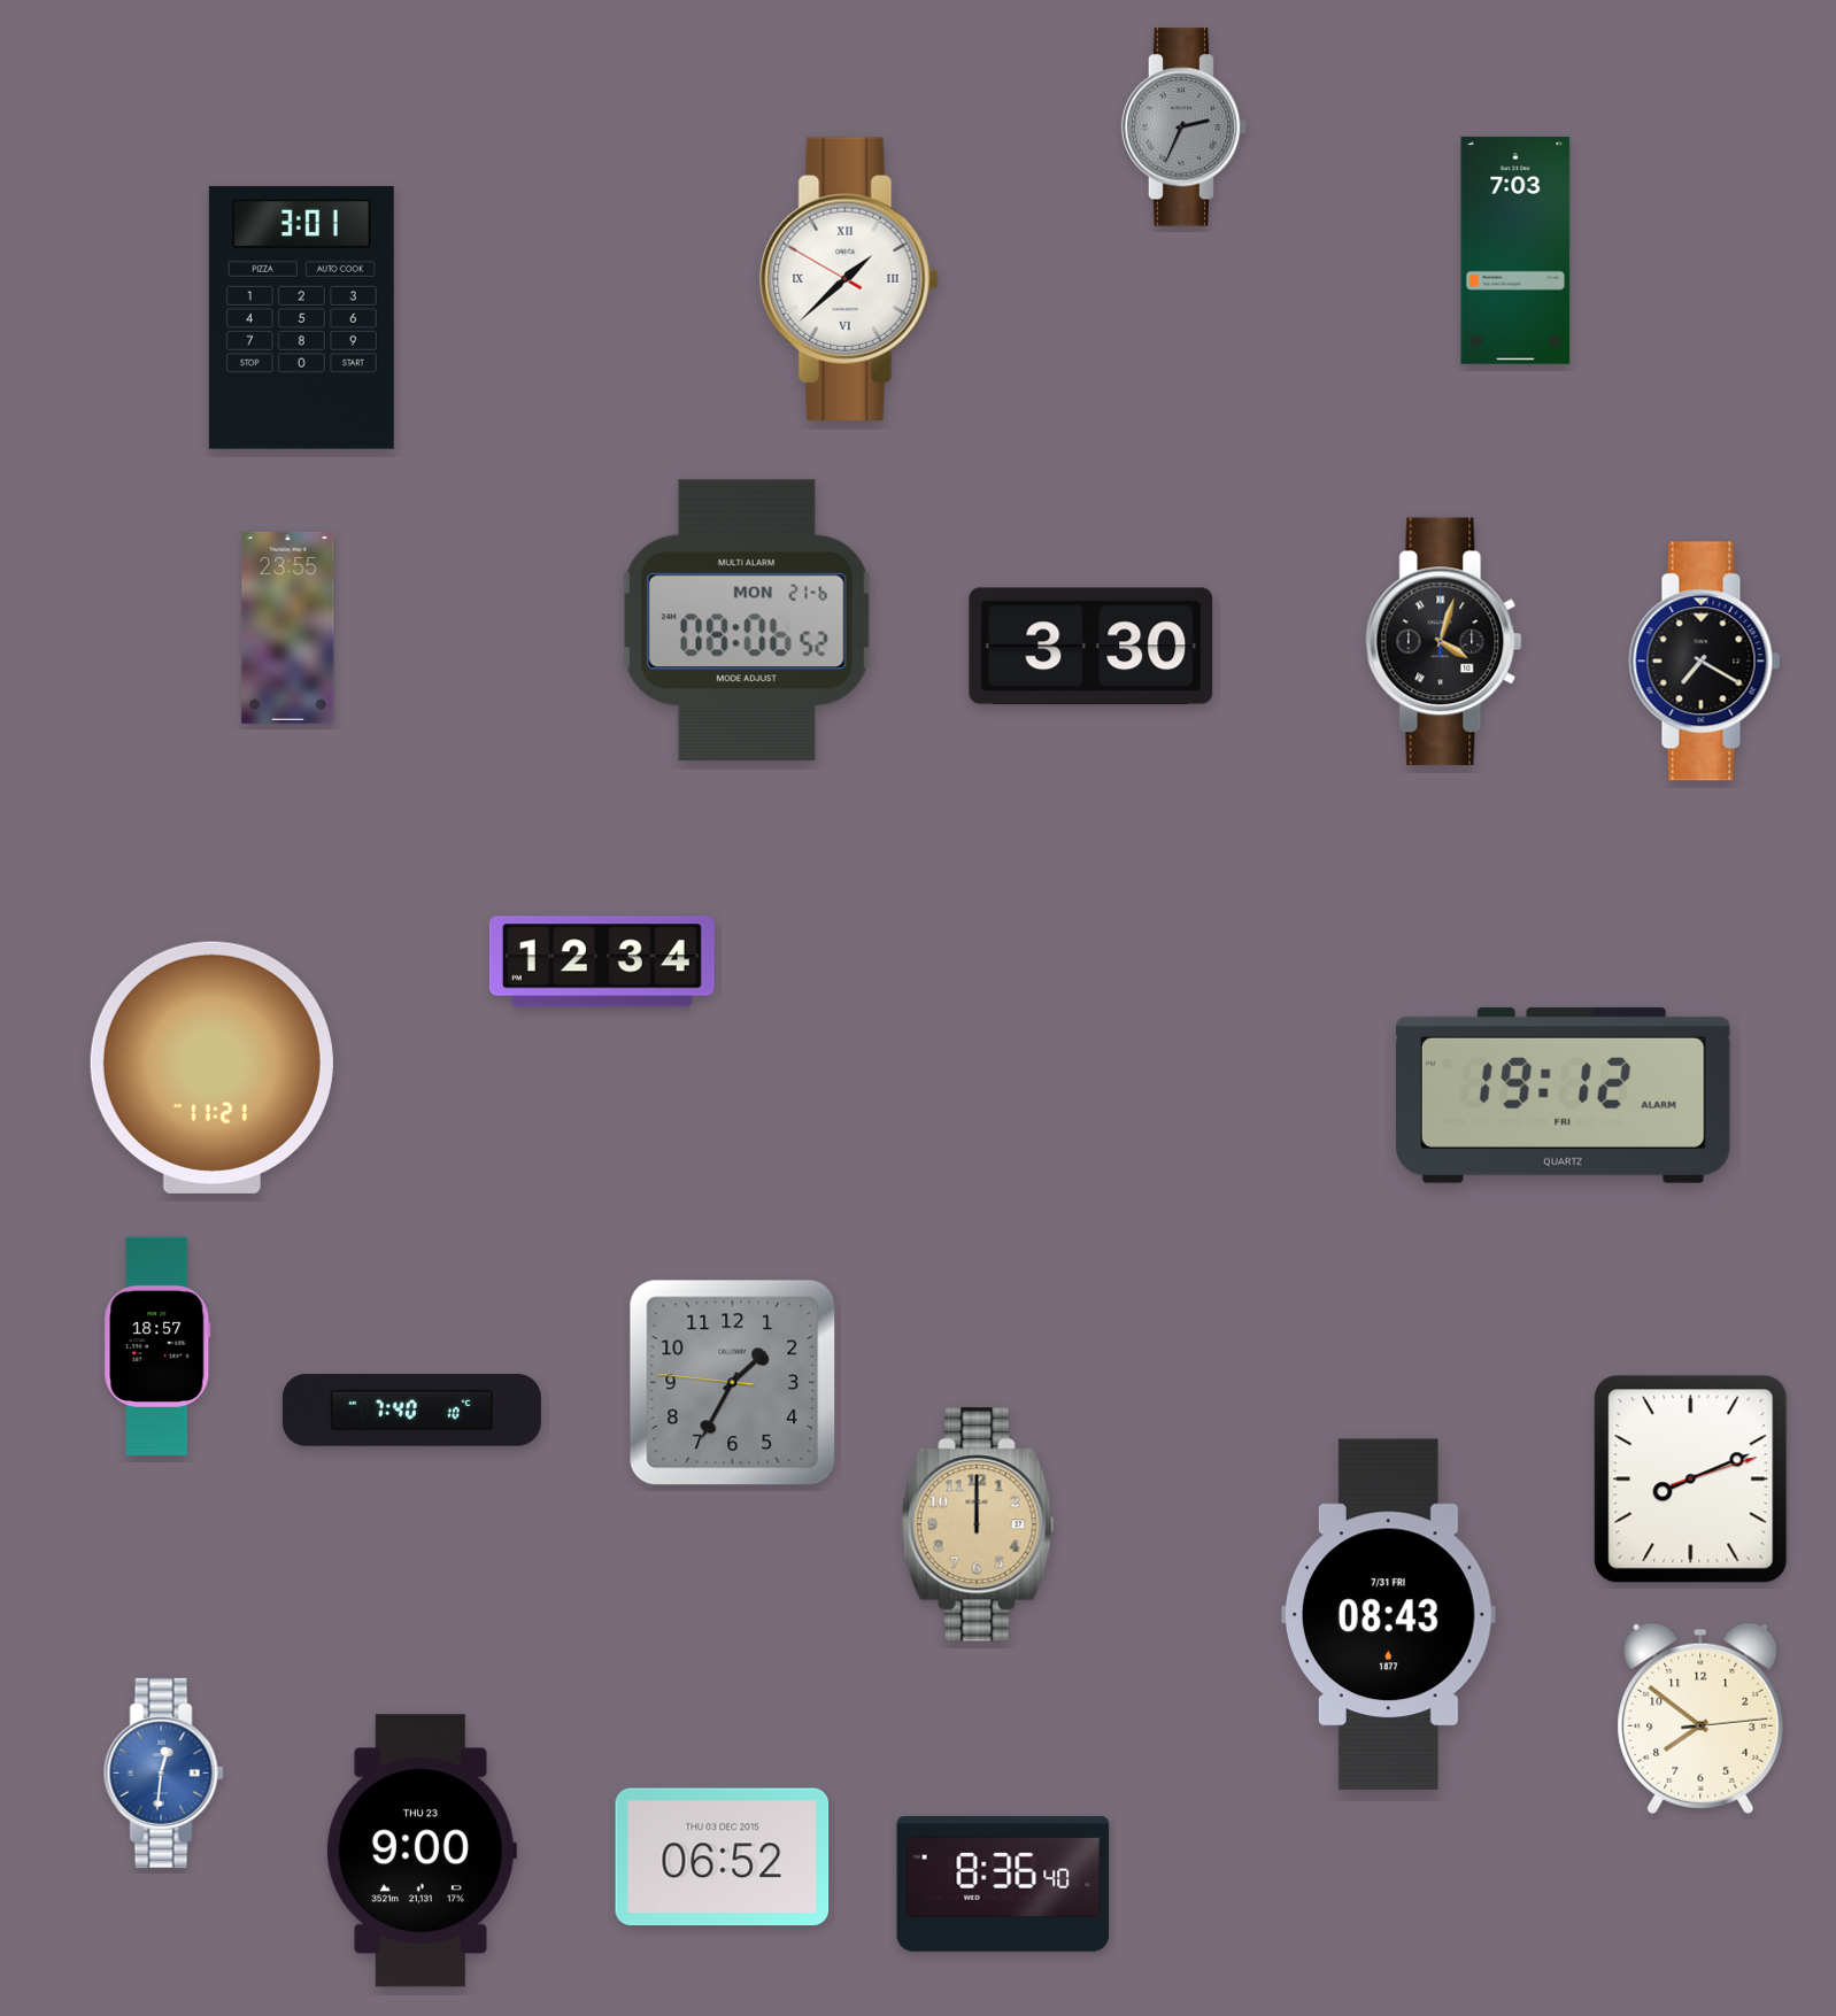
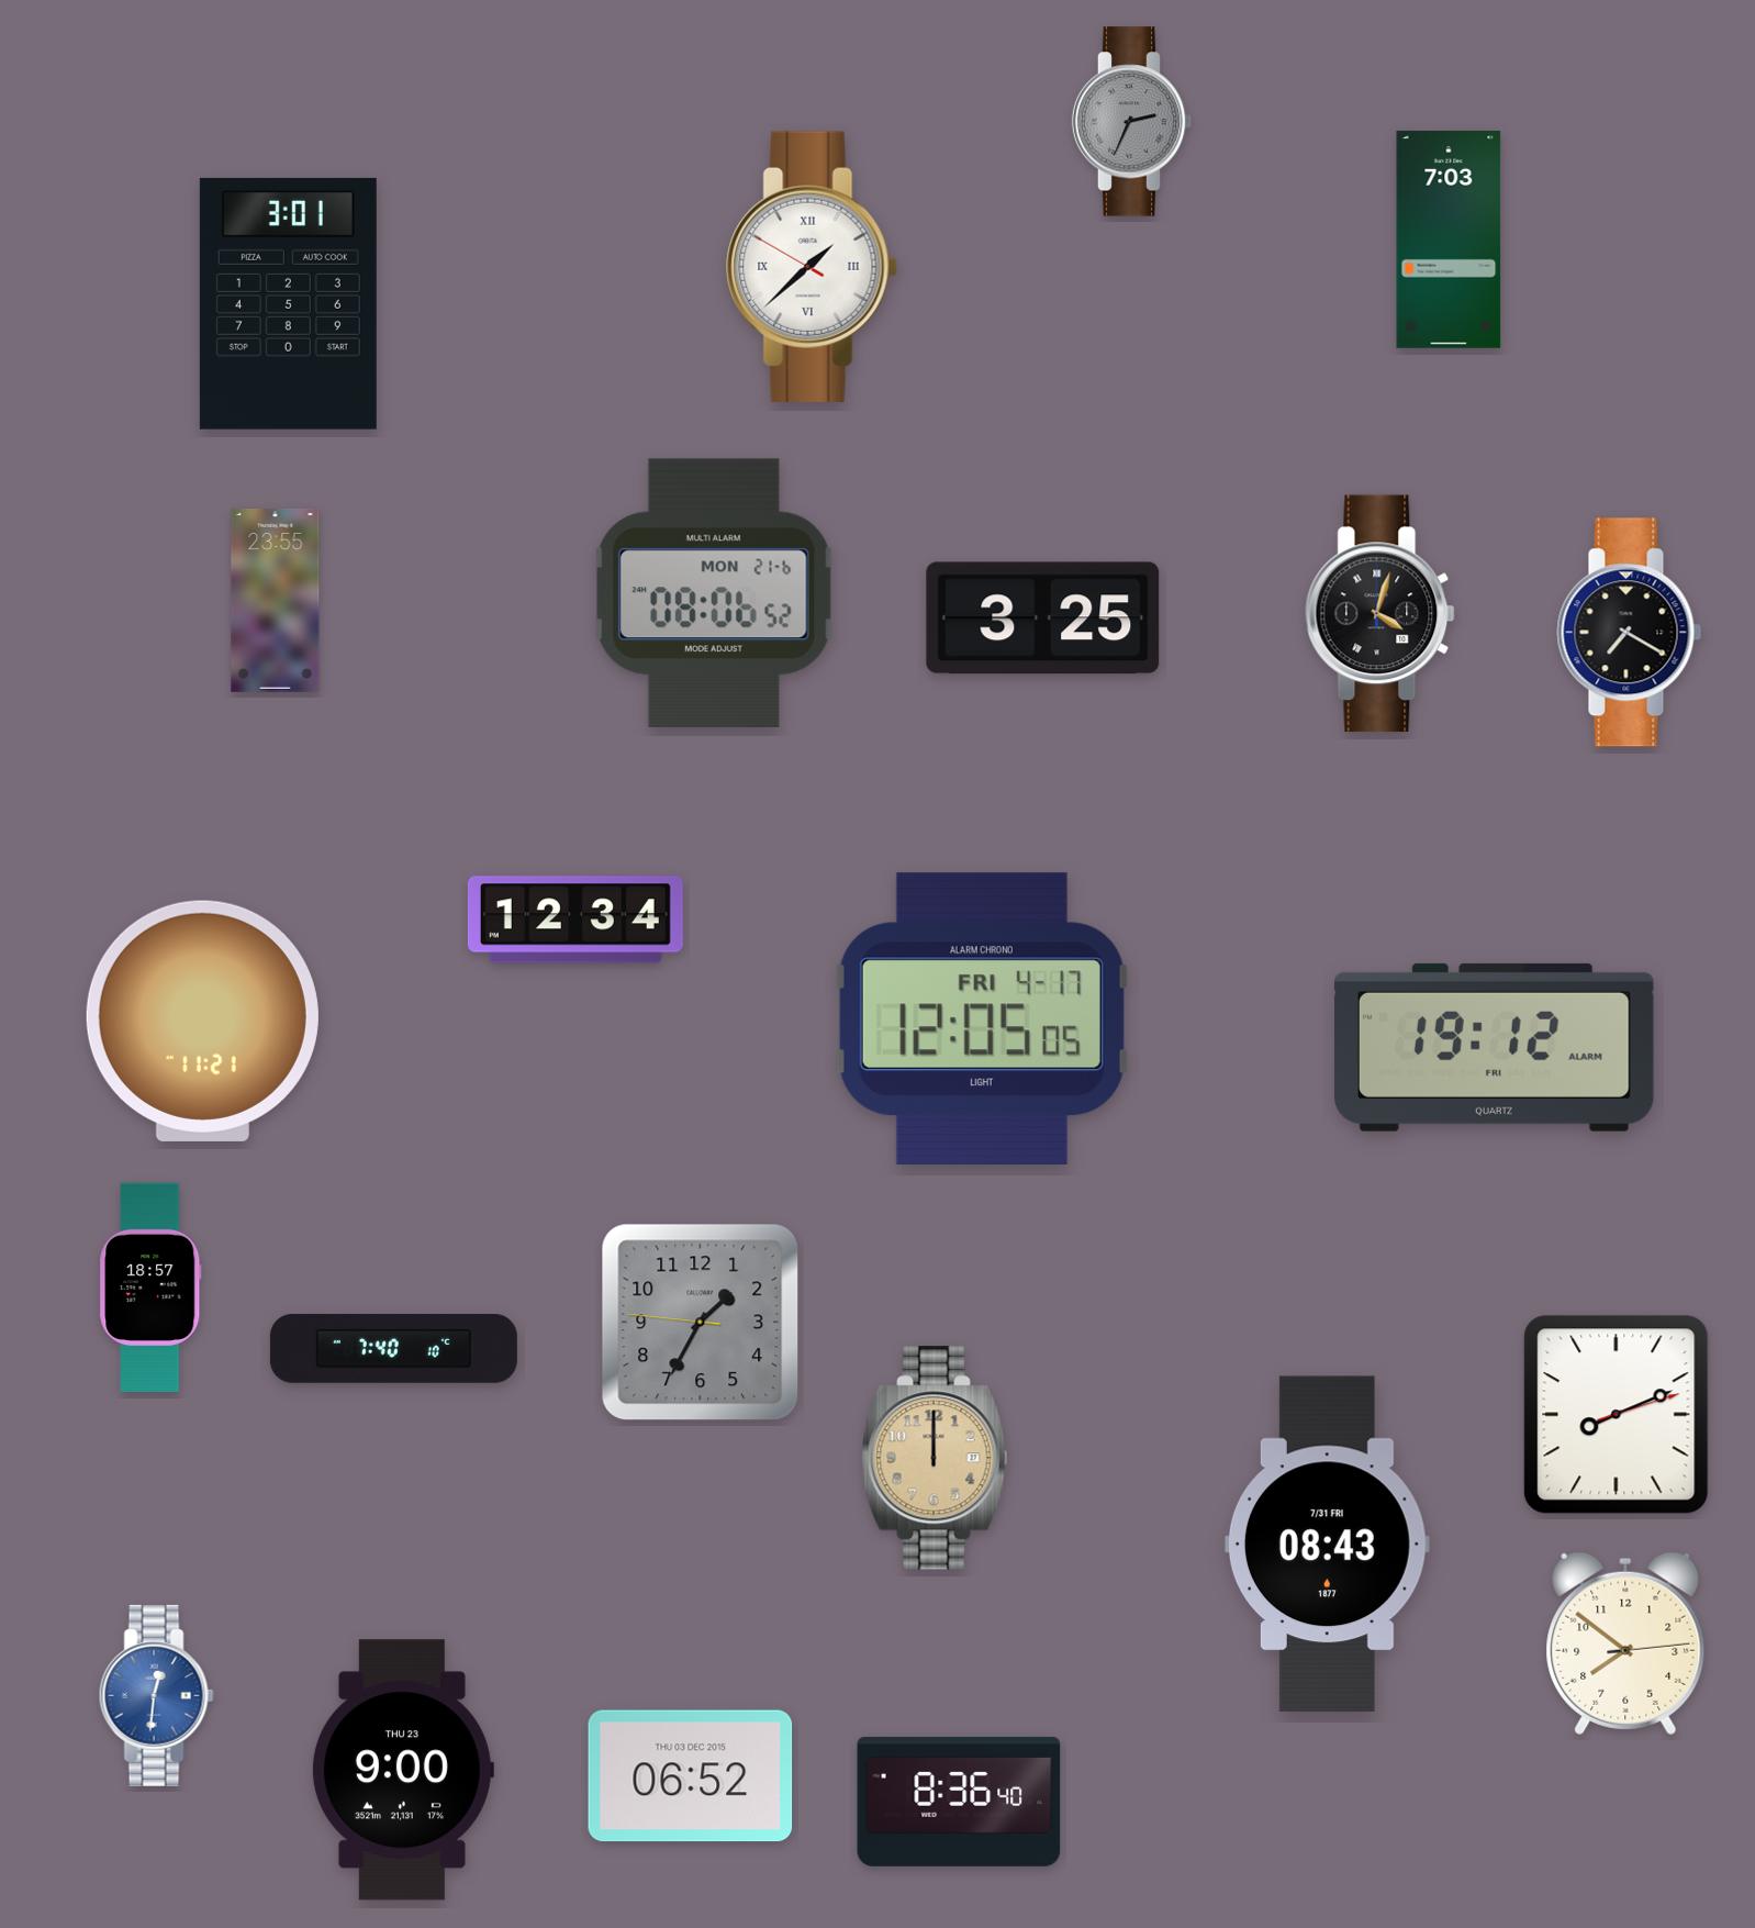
clock at (1091, 647): 3:30 -> 3:25
clock at (982, 1018): none -> 12:05
